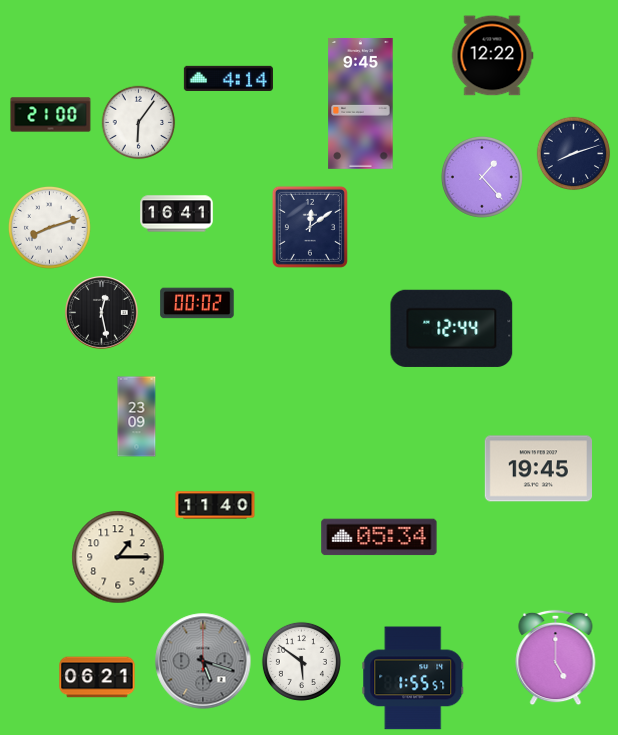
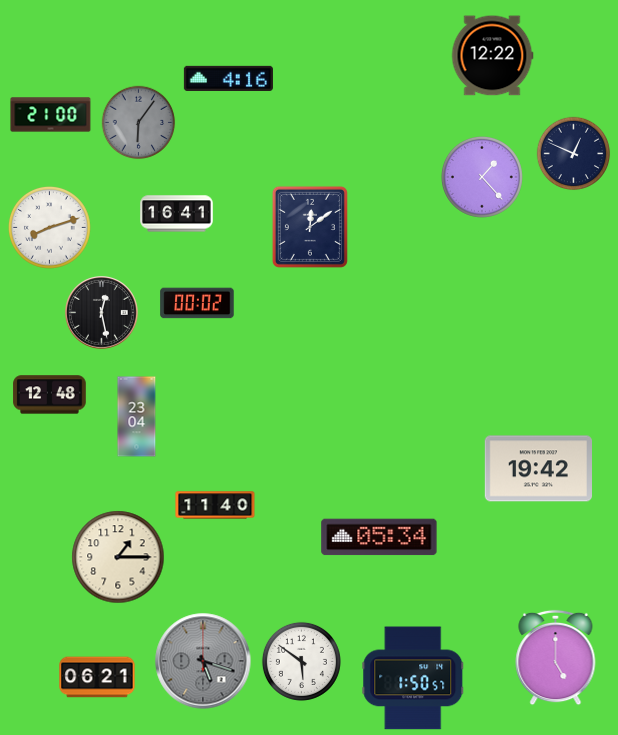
clock at (228, 78): 4:14 -> 4:16
clock at (361, 103): 9:45 -> none
clock at (139, 123) dial: white -> grey
clock at (574, 154): 8:12 -> 12:49
clock at (452, 328): 12:44 -> none
clock at (50, 395): none -> 12:48
clock at (137, 417): 23:09 -> 23:04
clock at (538, 469): 19:45 -> 19:42
clock at (413, 678): 1:55 -> 1:50
